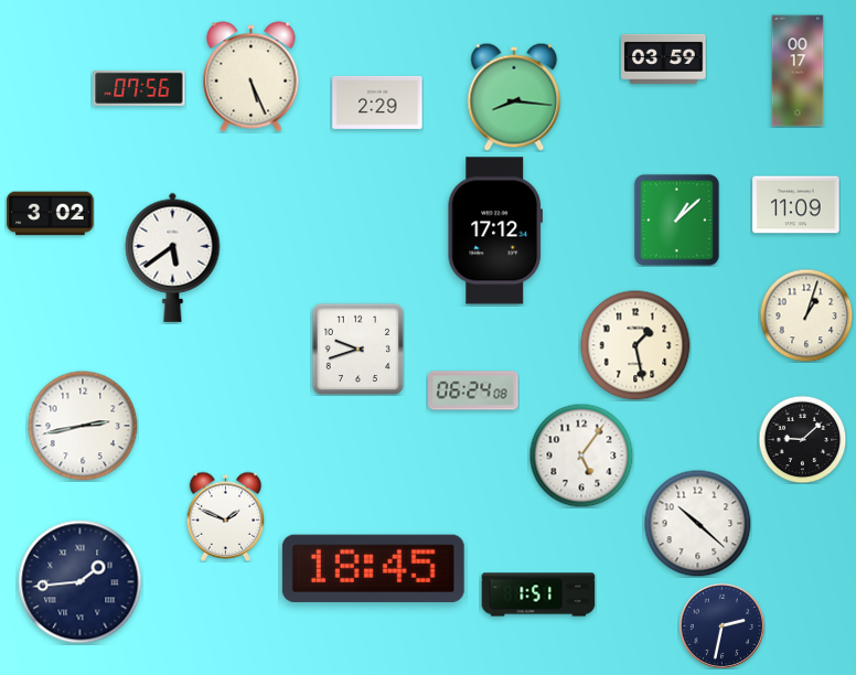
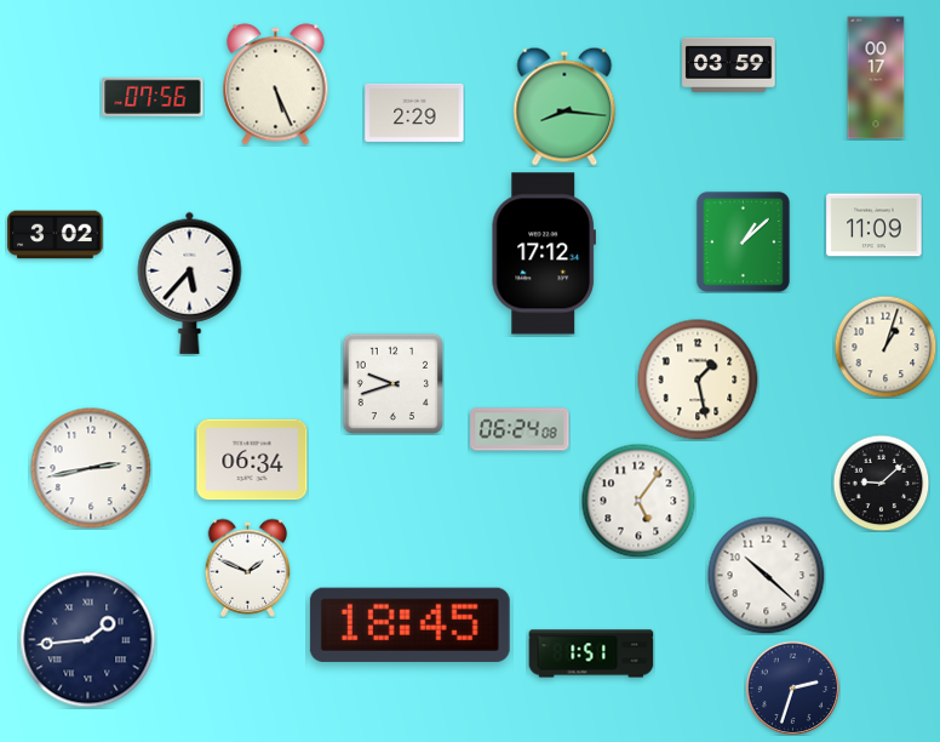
clock at (173, 257): 5:39 -> 5:37
clock at (252, 460): none -> 06:34
clock at (721, 625): 2:32 -> 2:33
